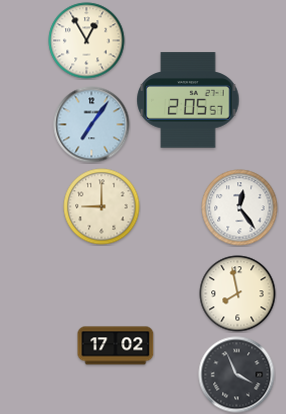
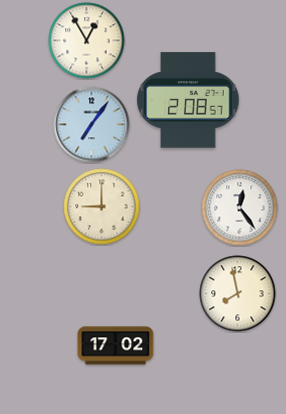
clock at (188, 100): 2:05 -> 2:08
clock at (237, 375): 3:56 -> none
